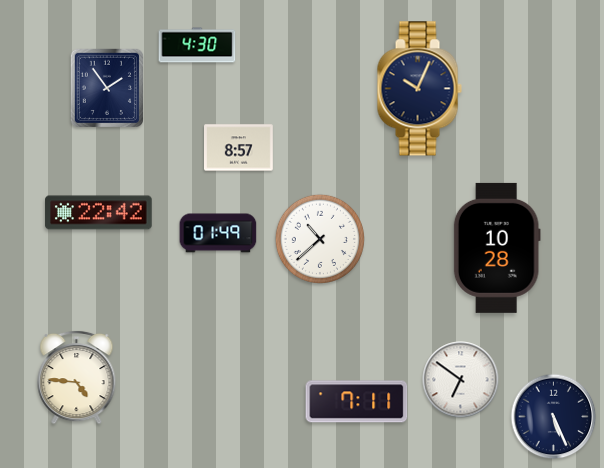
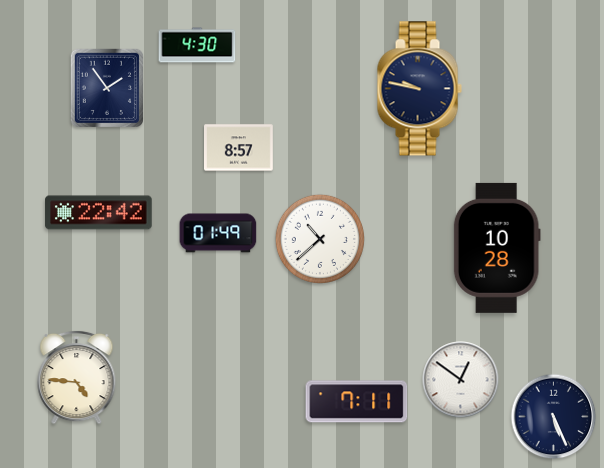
clock at (419, 89): 10:04 -> 9:47
clock at (461, 380): 6:51 -> 12:51
